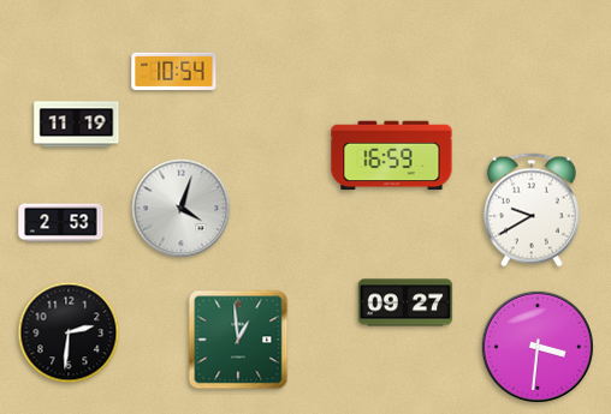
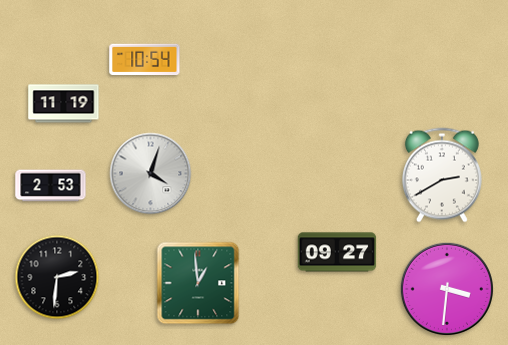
clock at (392, 156): 16:59 -> none
clock at (532, 210): 9:40 -> 2:40
